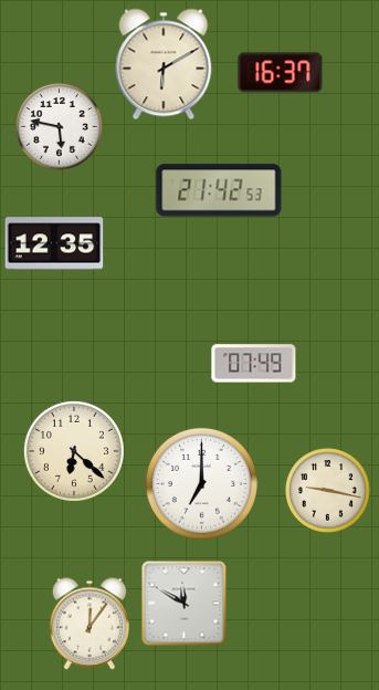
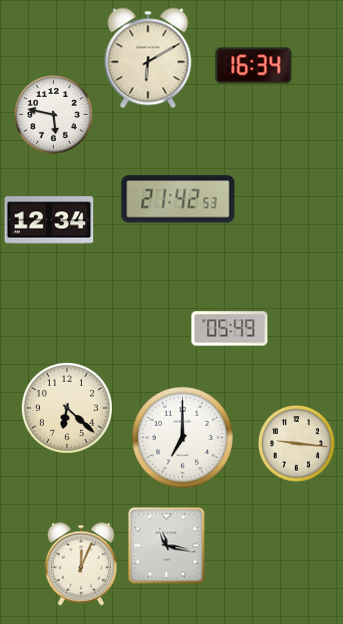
clock at (281, 73): 16:37 -> 16:34
clock at (219, 190) position: (219, 190) -> (178, 199)
clock at (54, 243): 12:35 -> 12:34
clock at (254, 364): 07:49 -> 05:49
clock at (328, 491): 9:17 -> 9:16
clock at (185, 604): 11:50 -> 11:17
clock at (88, 624): 12:06 -> 12:04
